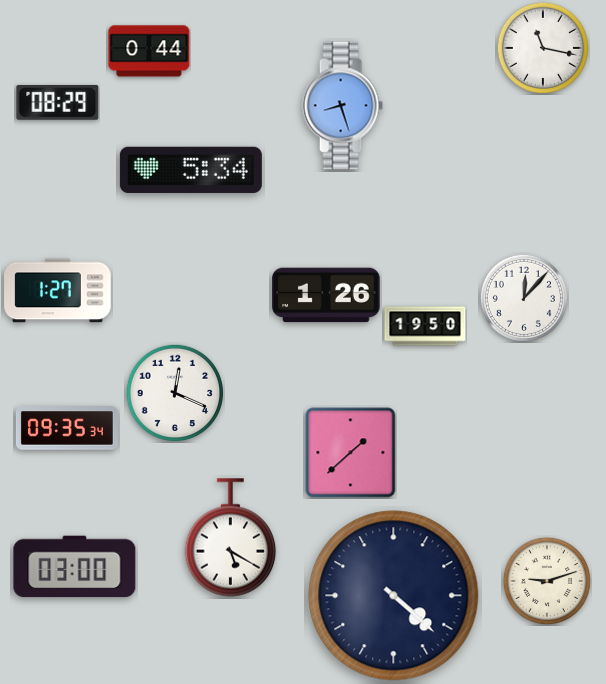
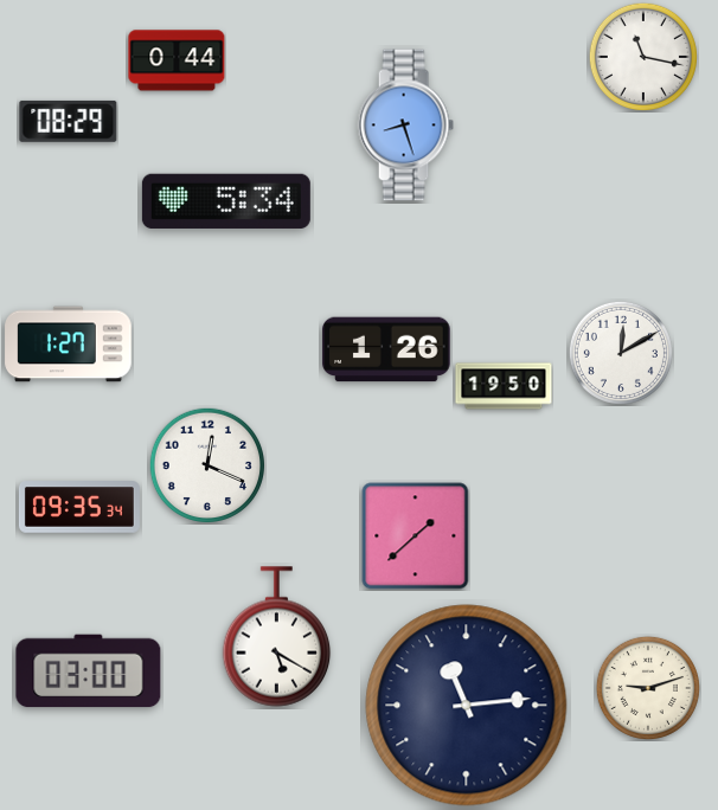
clock at (524, 298): 12:07 -> 12:10
clock at (231, 538) position: (231, 538) -> (277, 637)
clock at (394, 596): 4:22 -> 11:14
